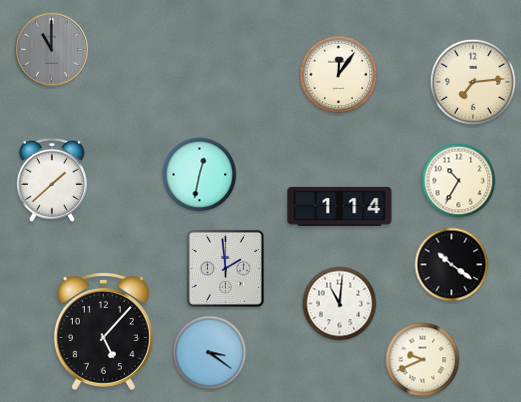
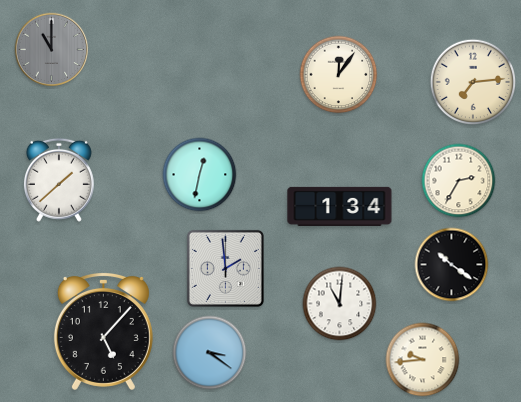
clock at (52, 180) position: (52, 180) -> (59, 180)
clock at (459, 181): 10:35 -> 2:35
clock at (340, 206): 1:14 -> 1:34
clock at (423, 360): 9:41 -> 9:44
